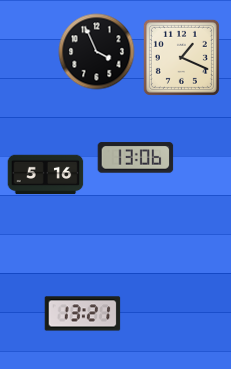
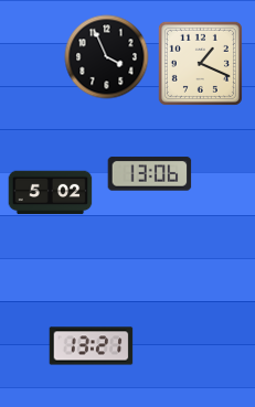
clock at (46, 175): 5:16 -> 5:02
